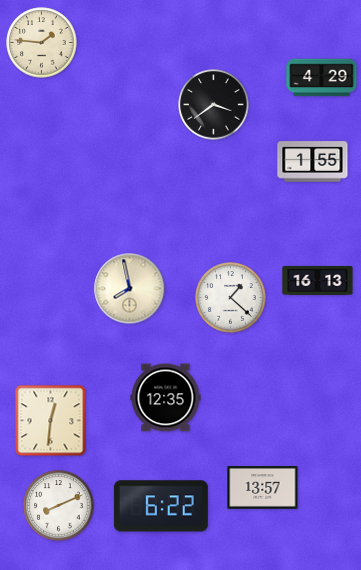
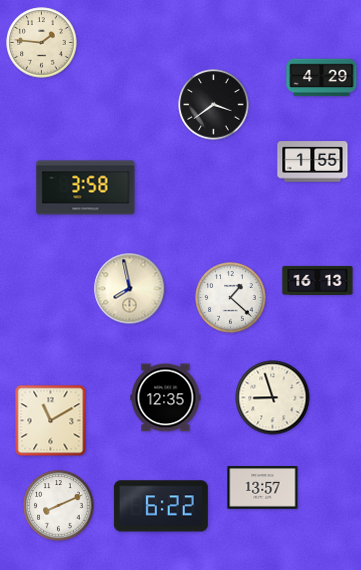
clock at (86, 188): none -> 3:58
clock at (273, 398): none -> 8:57
clock at (51, 421): 12:31 -> 11:10
